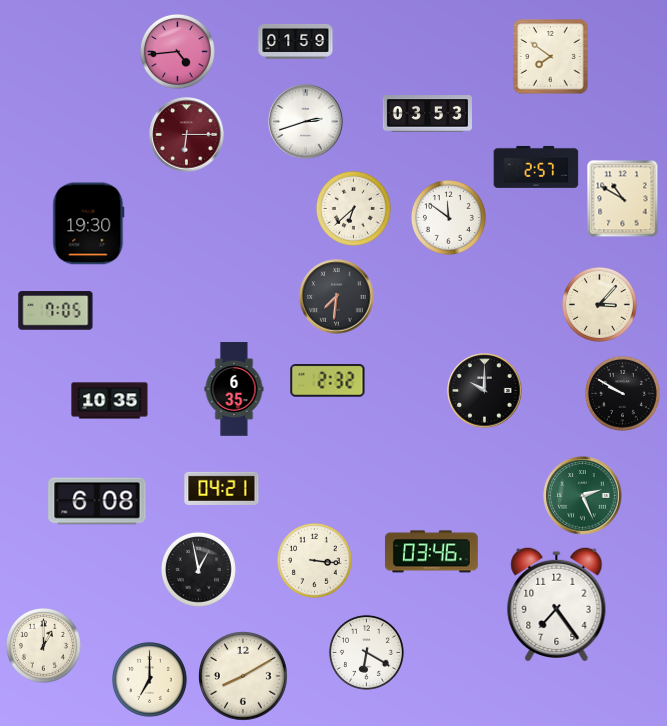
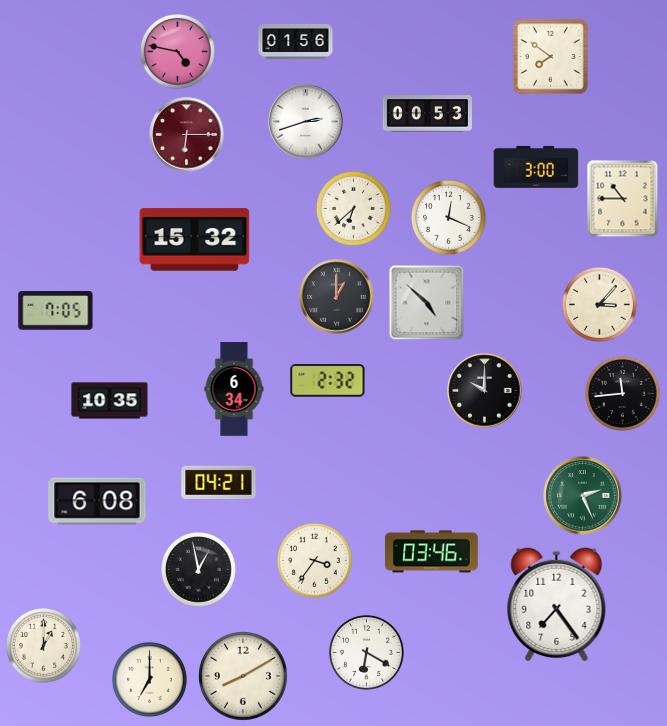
clock at (296, 41): 01:59 -> 01:56
clock at (177, 51): 4:44 -> 4:47
clock at (427, 114): 03:53 -> 00:53
clock at (536, 167): 2:57 -> 3:00
clock at (623, 199): 10:50 -> 10:45
clock at (448, 217): 11:51 -> 12:19
clock at (89, 224): 19:30 -> none
clock at (195, 240): none -> 15:32
clock at (337, 297): 7:31 -> 1:00
clock at (427, 303): none -> 4:52
clock at (234, 389): 6:35 -> 6:34
clock at (622, 393): 9:50 -> 11:44
clock at (222, 488) position: (222, 488) -> (219, 482)
clock at (314, 560): 3:16 -> 3:36
